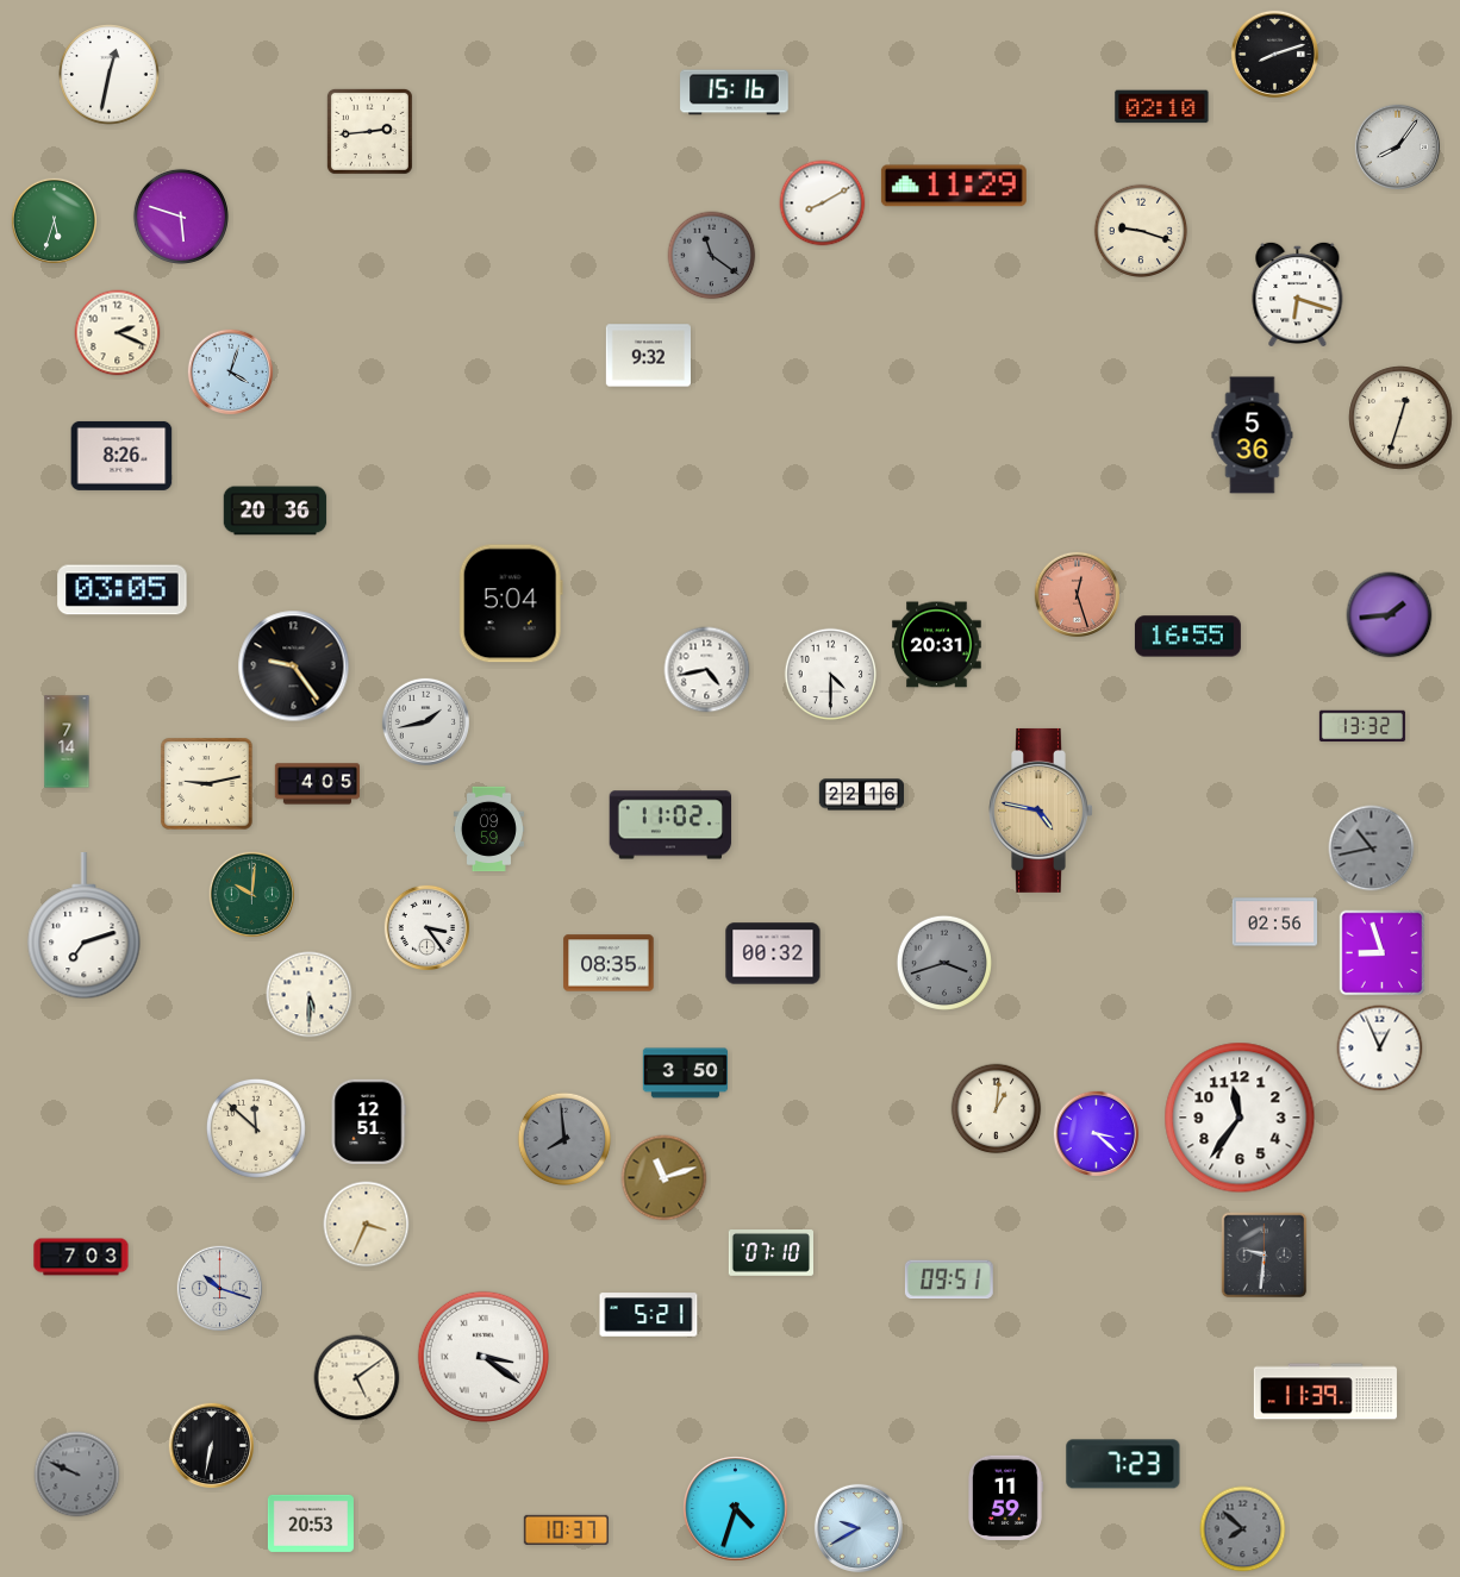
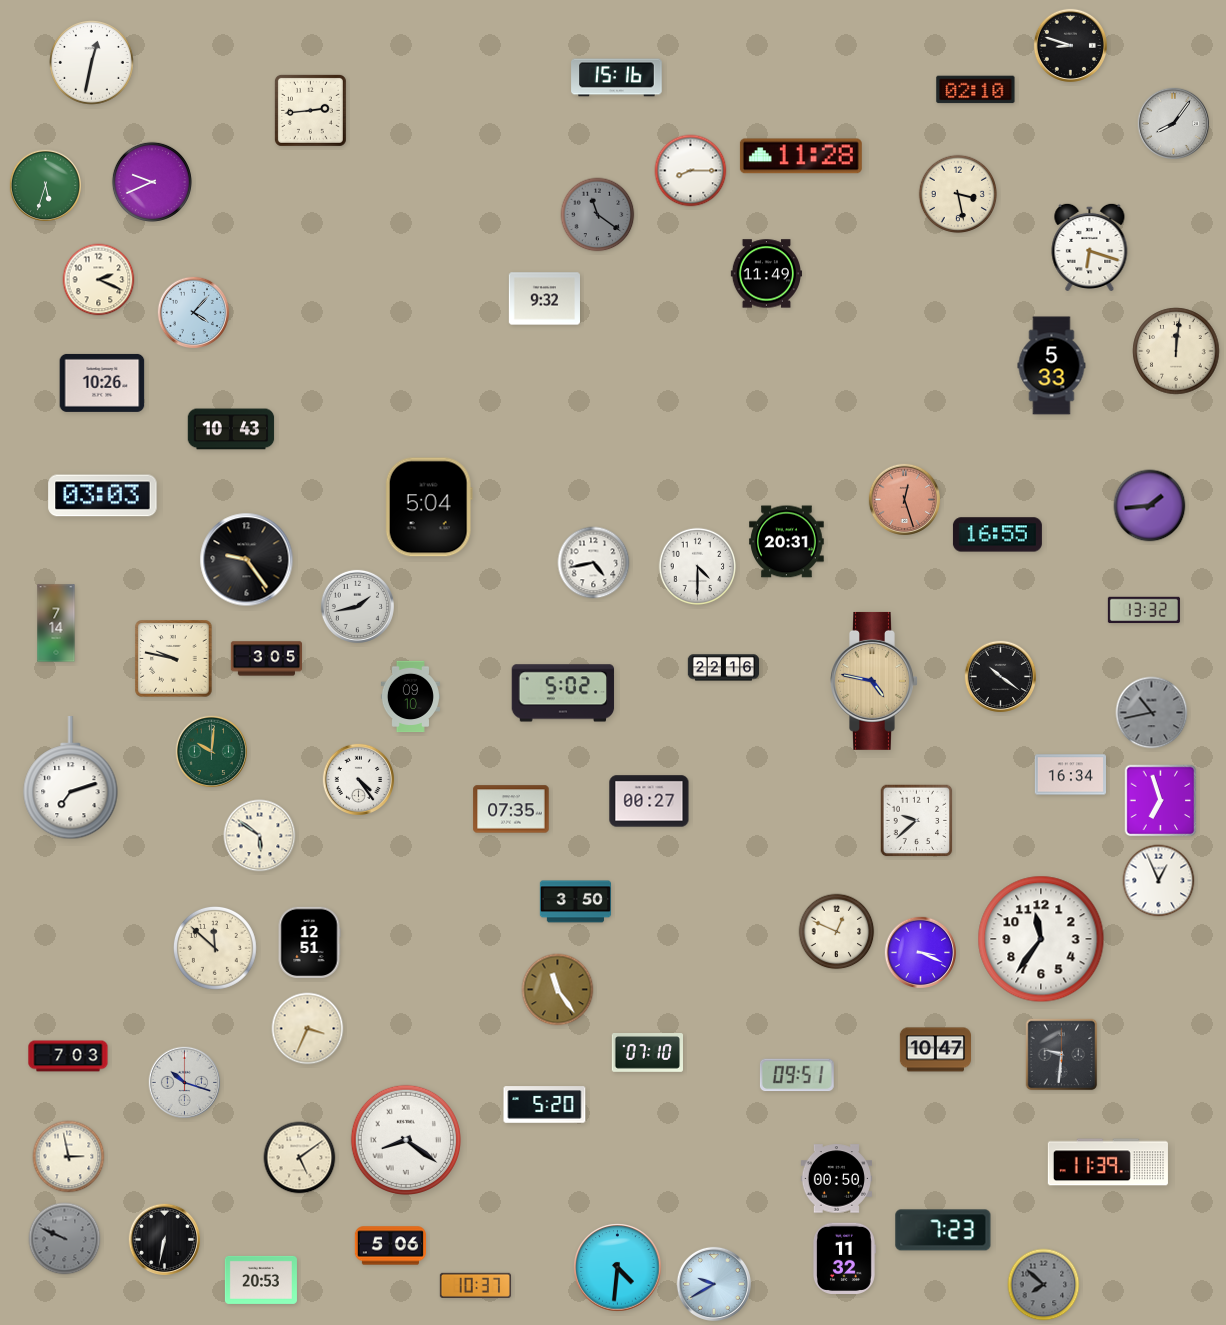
clock at (1274, 54): 8:12 -> 8:48
clock at (954, 186): 11:29 -> 11:28
clock at (823, 204): 8:10 -> 8:15
clock at (181, 217): 5:48 -> 9:41
clock at (1141, 231): 9:18 -> 3:28
clock at (766, 274): none -> 11:49
clock at (231, 373): 4:03 -> 4:07
clock at (1400, 418): 12:33 -> 12:01
clock at (1253, 436): 5:36 -> 5:33
clock at (121, 456): 8:26 -> 10:26
clock at (275, 511): 20:36 -> 10:43
clock at (123, 590): 03:05 -> 03:03
clock at (1390, 615) position: (1390, 615) -> (1150, 506)
clock at (207, 784): 9:13 -> 9:47
clock at (317, 784): 4:05 -> 3:05
clock at (1001, 677): none -> 10:21
clock at (670, 825): 11:02 -> 5:02
clock at (488, 830): 09:59 -> 09:10
clock at (1274, 922): 02:56 -> 16:34
clock at (428, 928): 3:24 -> 4:24
clock at (773, 953): 00:32 -> 00:27
clock at (1383, 953): 8:57 -> 6:57
clock at (609, 963): 08:35 -> 07:35
clock at (944, 963): 3:42 -> none
clock at (917, 821): none -> 9:38
clock at (310, 995): 5:30 -> 5:51
clock at (997, 1109): 1:01 -> 12:49
clock at (1097, 1134): 3:22 -> 3:19
clock at (564, 1139): 7:59 -> none
clock at (665, 1178): 11:12 -> 11:24
clock at (935, 1050): none -> 10:47
clock at (649, 1315): 5:21 -> 5:20
clock at (482, 1356): 3:21 -> 8:21
clock at (69, 1157): none -> 2:58
clock at (1325, 1391) position: (1325, 1391) -> (1108, 1162)
clock at (836, 1179): none -> 00:50
clock at (212, 1446) position: (212, 1446) -> (165, 1240)
clock at (390, 1246): none -> 5:06
clock at (1006, 1497): 11:59 -> 11:32
clock at (736, 1509): 4:33 -> 4:31
clock at (859, 1528) position: (859, 1528) -> (714, 1284)
